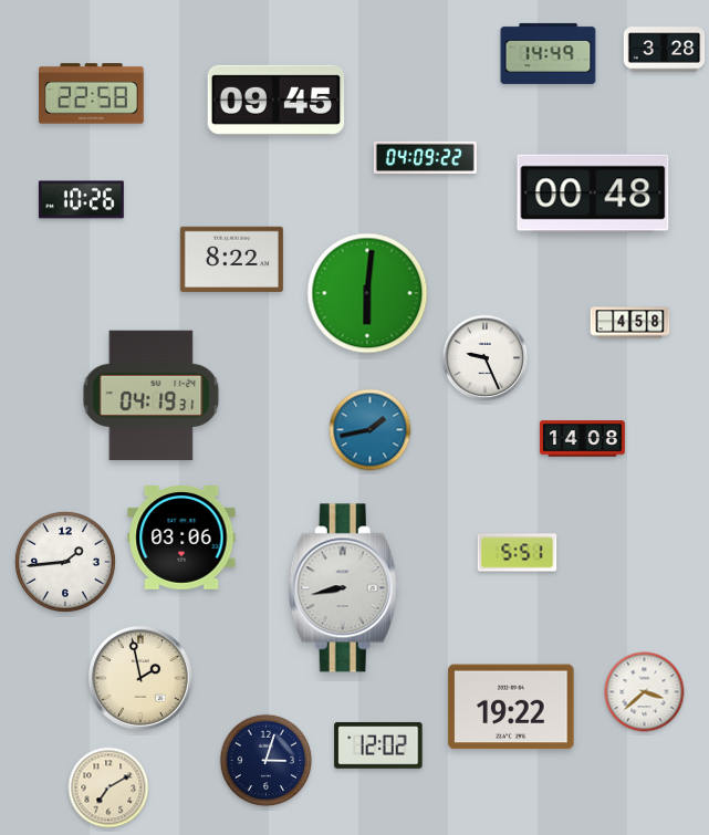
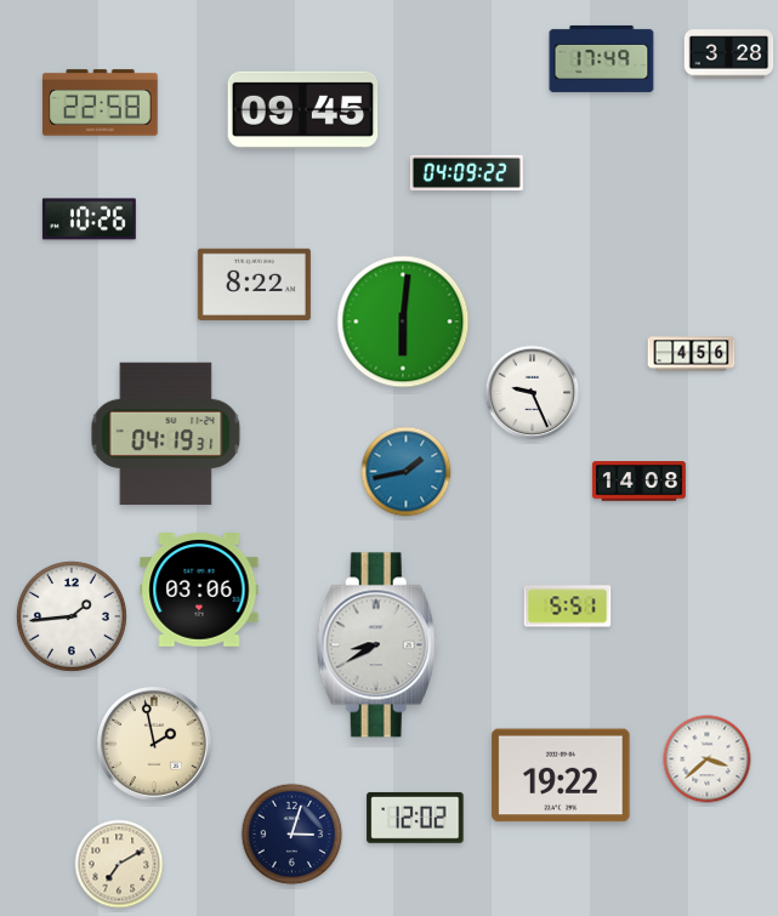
clock at (549, 53): 14:49 -> 17:49
clock at (593, 194): 00:48 -> none
clock at (630, 323): 4:58 -> 4:56
clock at (343, 588): 8:43 -> 8:40
